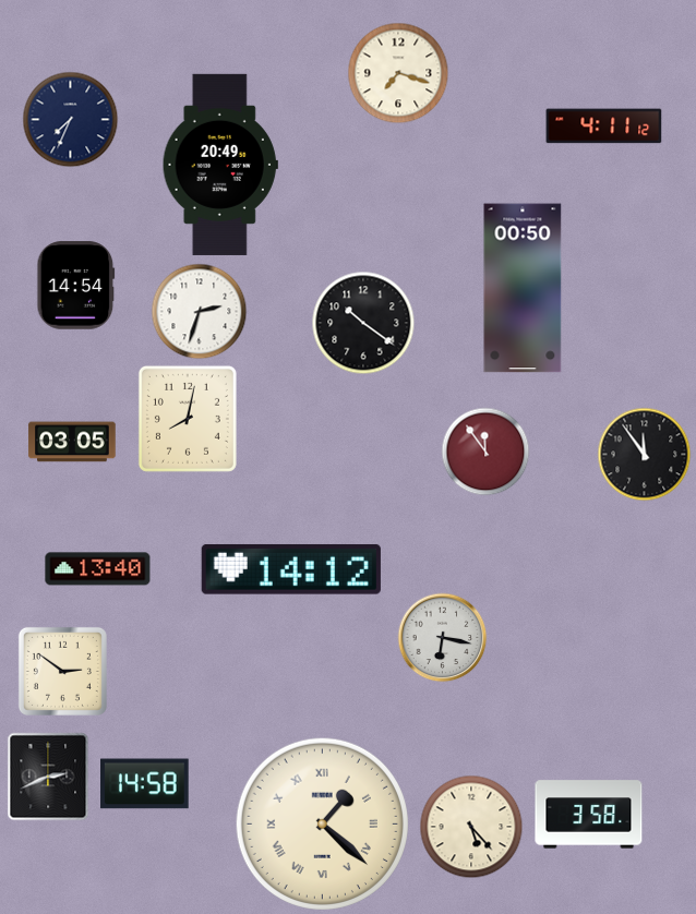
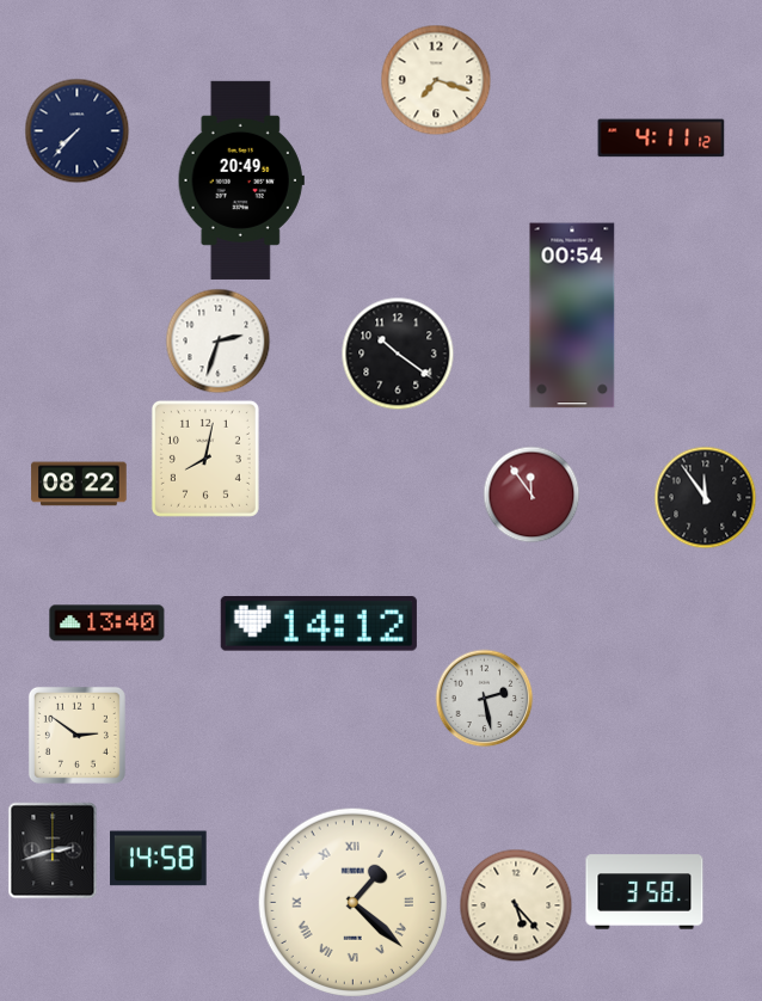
clock at (70, 119): 7:34 -> 7:37
clock at (76, 286): 14:54 -> none
clock at (523, 288): 00:50 -> 00:54
clock at (72, 442): 03:05 -> 08:22
clock at (442, 637): 6:17 -> 2:28
clock at (62, 671) position: (62, 671) -> (76, 735)
clock at (48, 777): 2:41 -> 2:42
